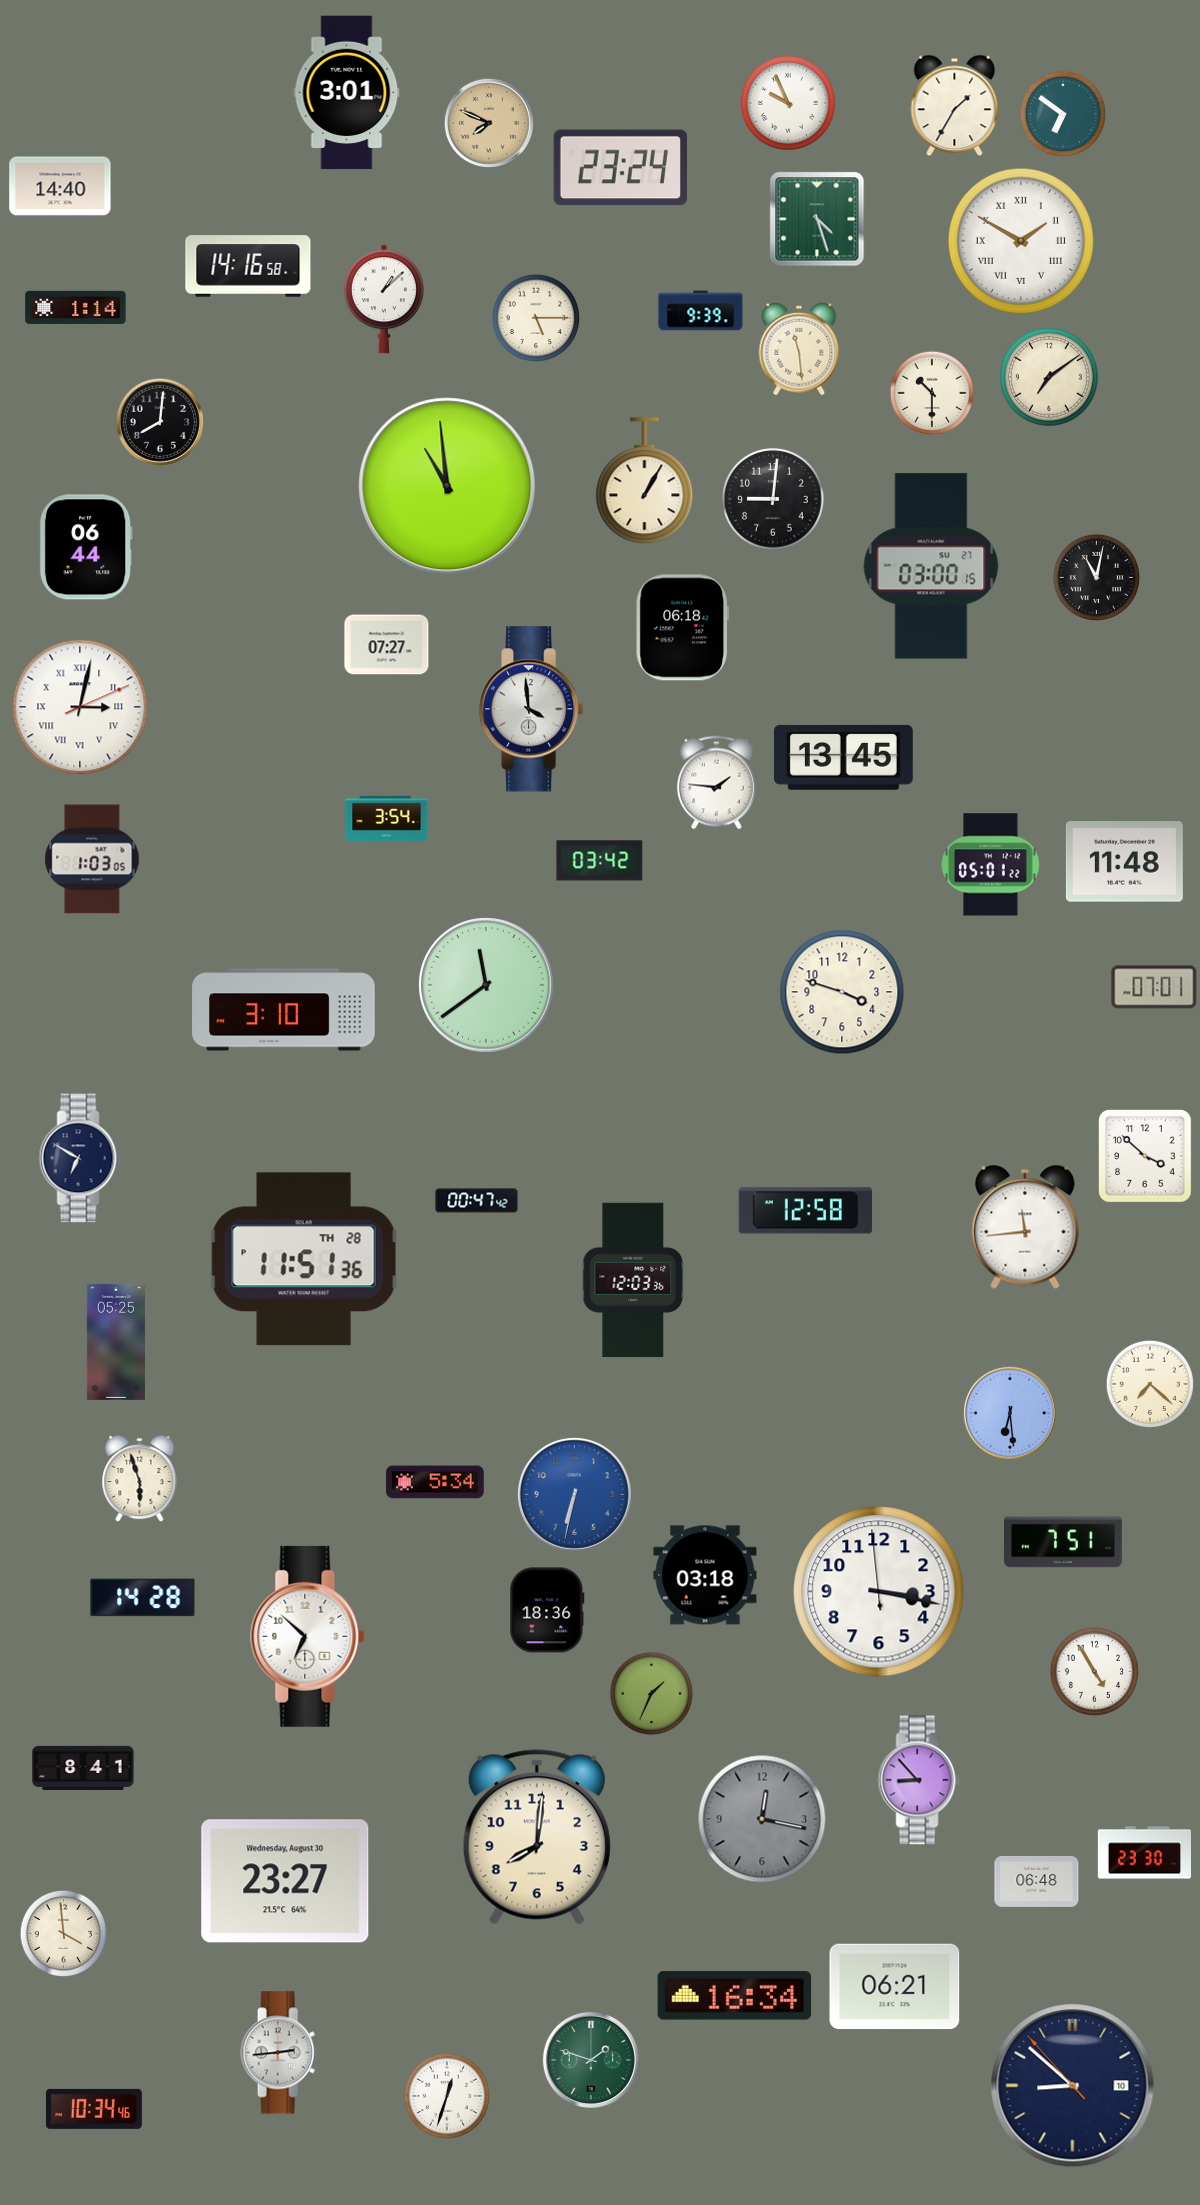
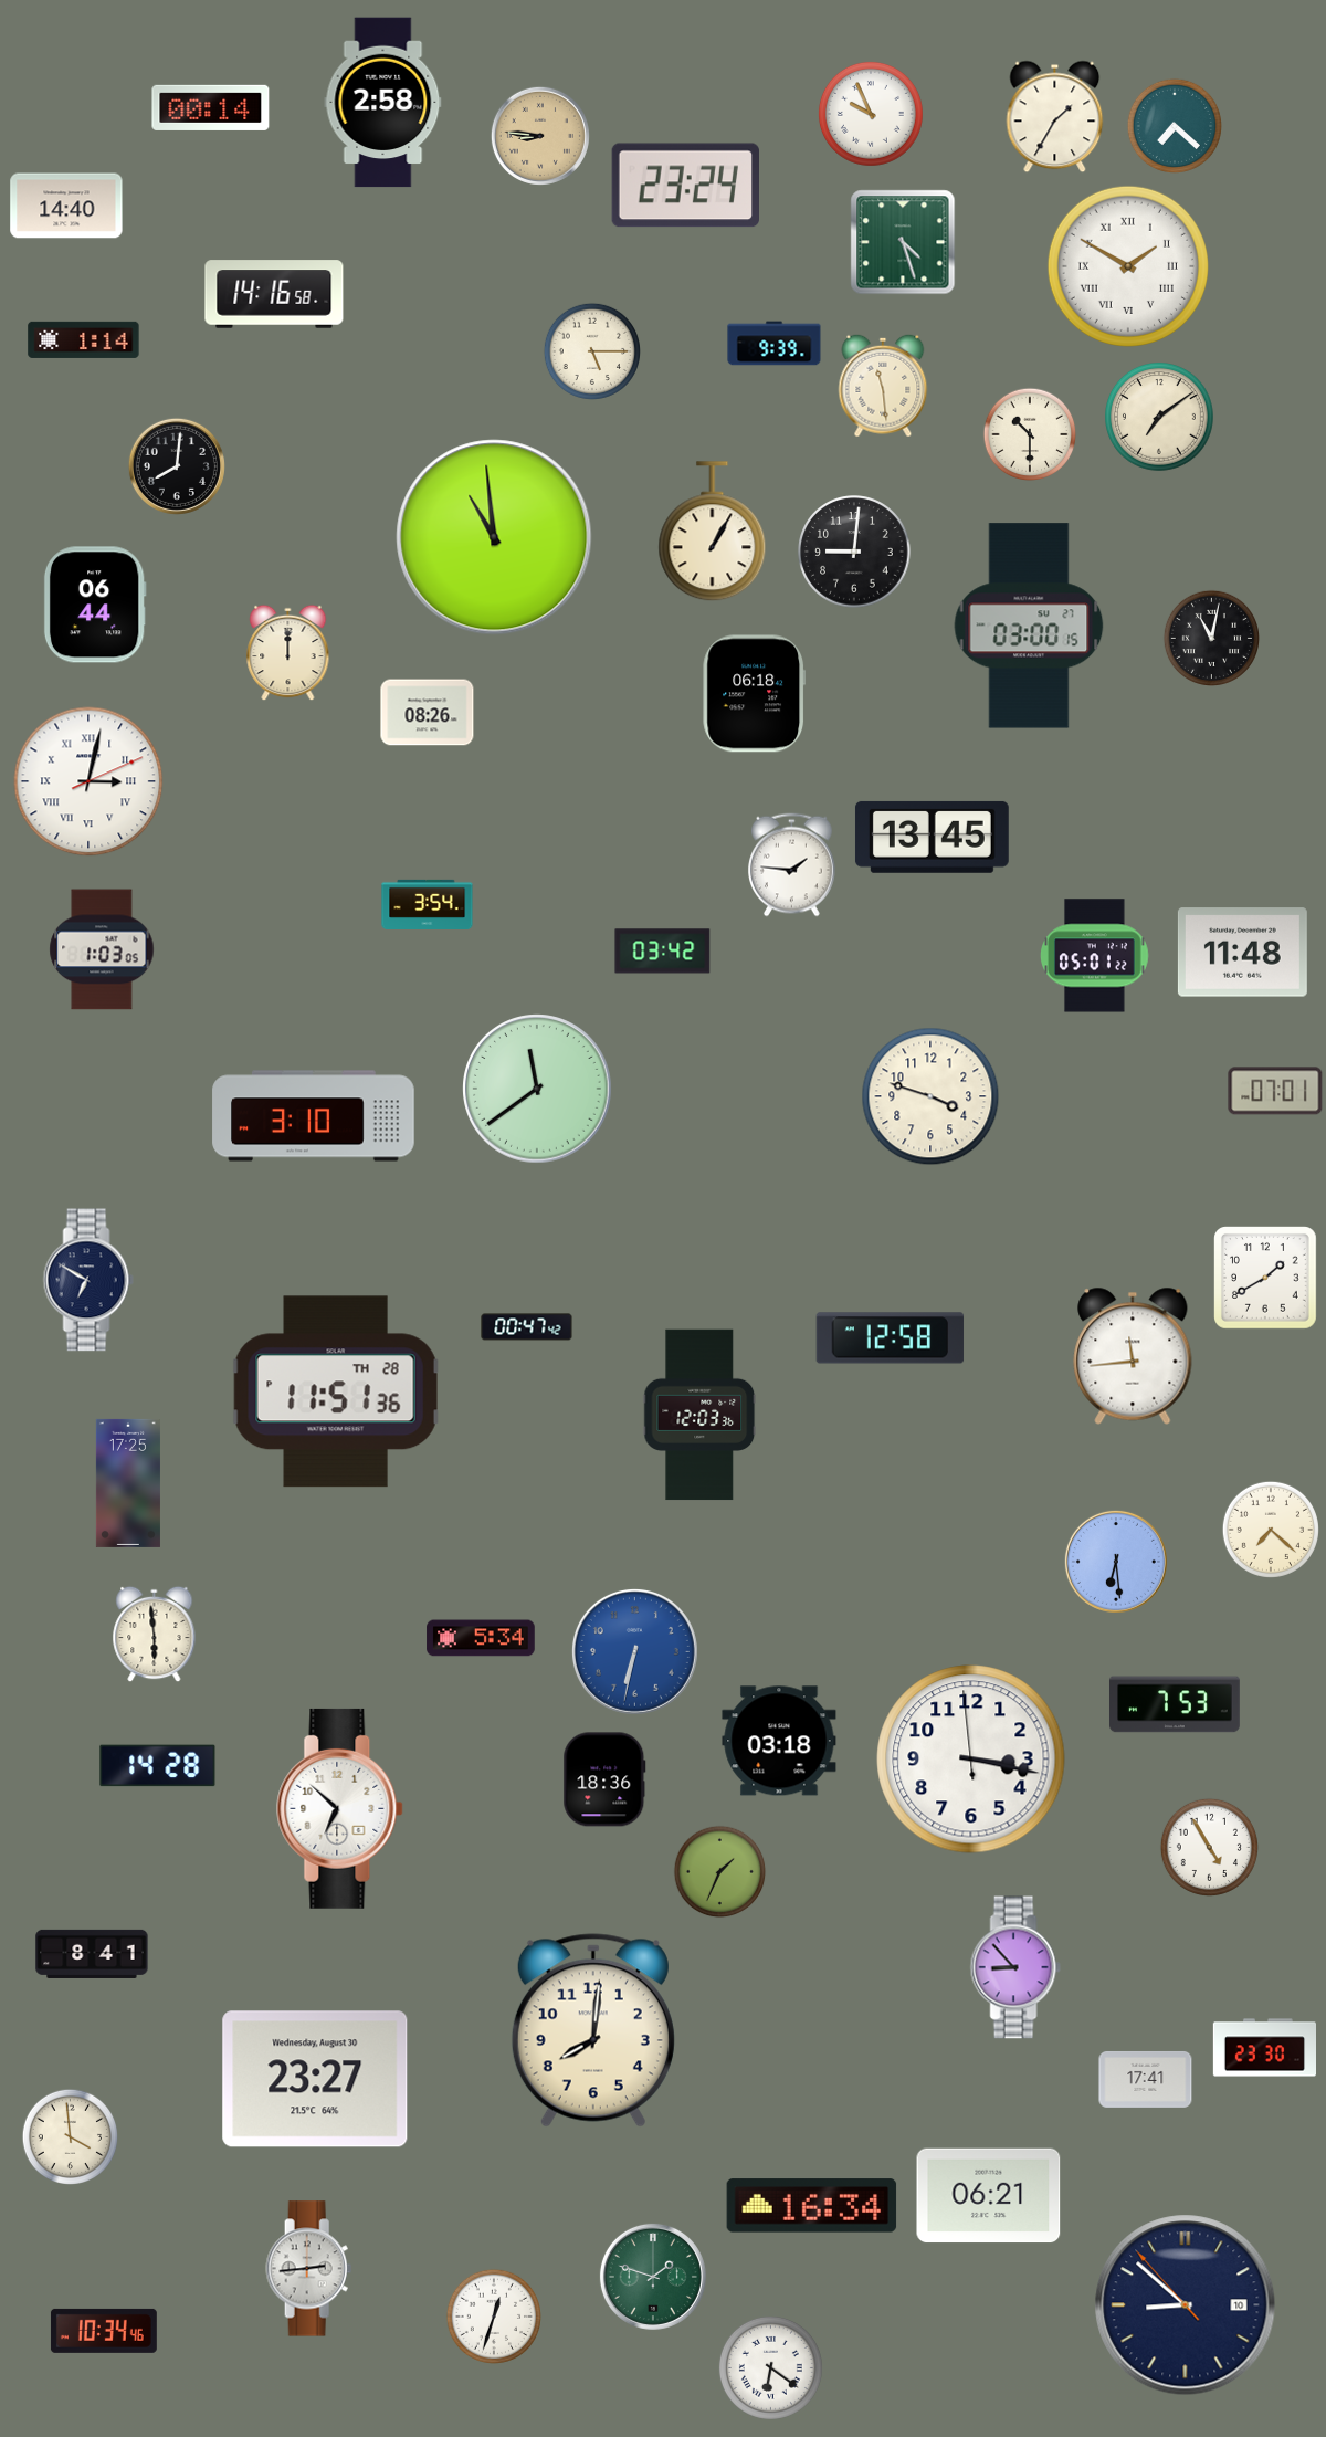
clock at (347, 93): 3:01 -> 2:58
clock at (211, 107): none -> 00:14
clock at (1063, 114): 6:51 -> 7:22
clock at (489, 123): 7:49 -> 8:46
clock at (384, 299): 1:08 -> none
clock at (288, 653): none -> 12:00
clock at (387, 645): 07:27 -> 08:26
clock at (532, 709): 3:59 -> none
clock at (1146, 1157): 3:52 -> 1:40
clock at (116, 1342): 05:25 -> 17:25
clock at (140, 1479): 5:57 -> 5:59
clock at (1064, 1542): 7:51 -> 7:53
clock at (762, 1819): 12:17 -> none
clock at (1037, 1881): 06:48 -> 17:41
clock at (770, 2367): none -> 6:21
